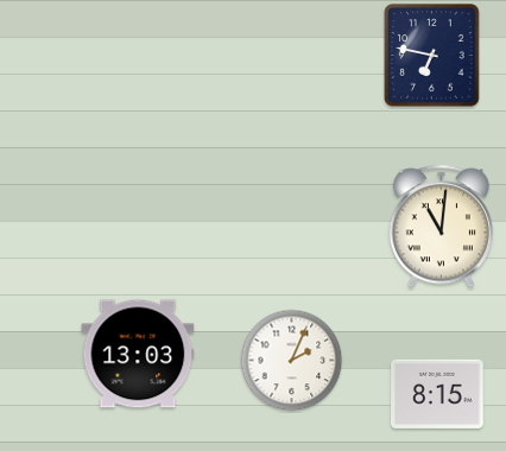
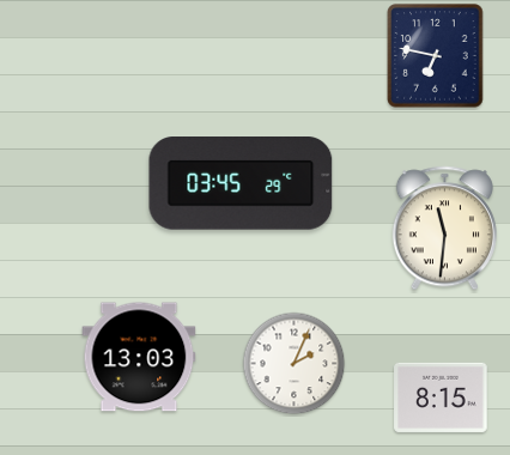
clock at (241, 183): none -> 03:45
clock at (441, 227): 11:01 -> 11:31
